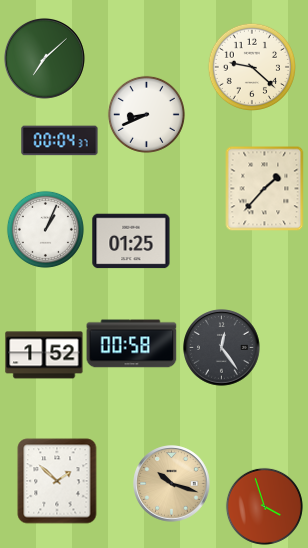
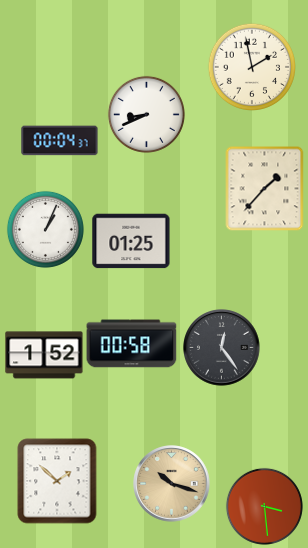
clock at (44, 58): 7:08 -> none
clock at (251, 66): 9:22 -> 1:58
clock at (264, 506): 3:57 -> 3:29
